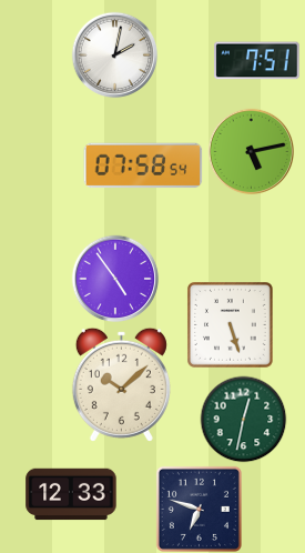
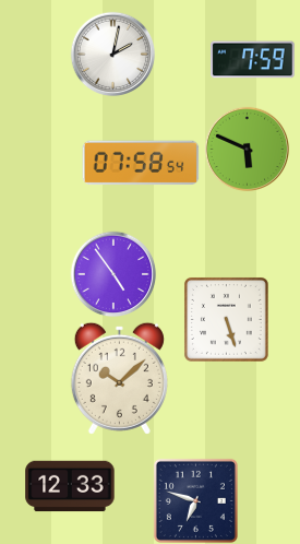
clock at (257, 61): 7:51 -> 7:59
clock at (251, 151): 5:13 -> 5:49
clock at (243, 419): 12:32 -> none
